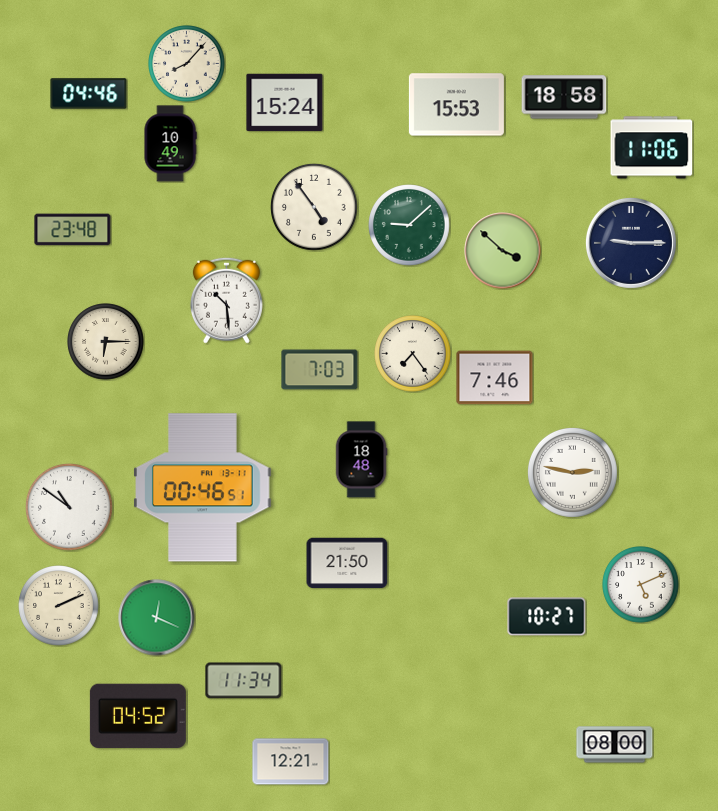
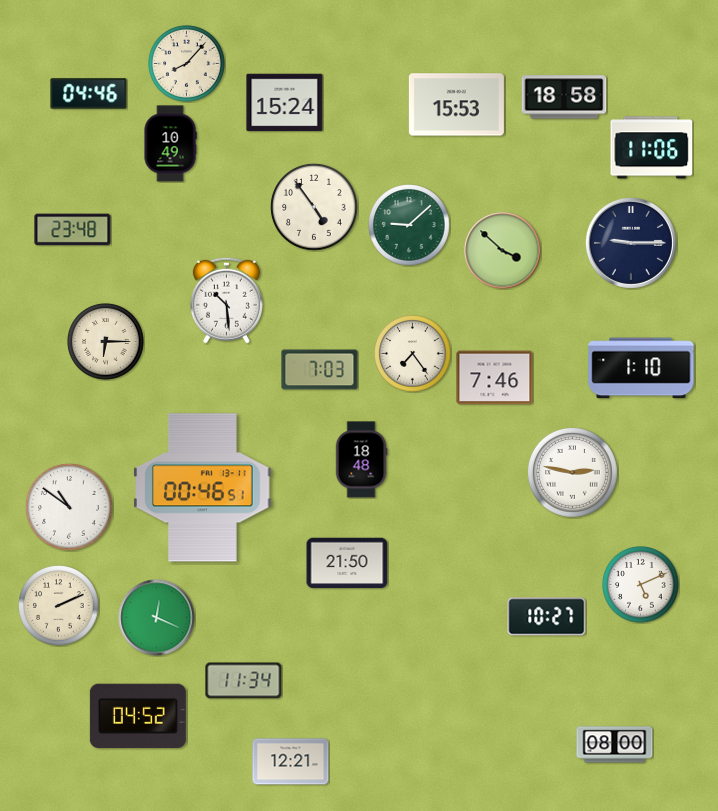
clock at (641, 368): none -> 1:10
